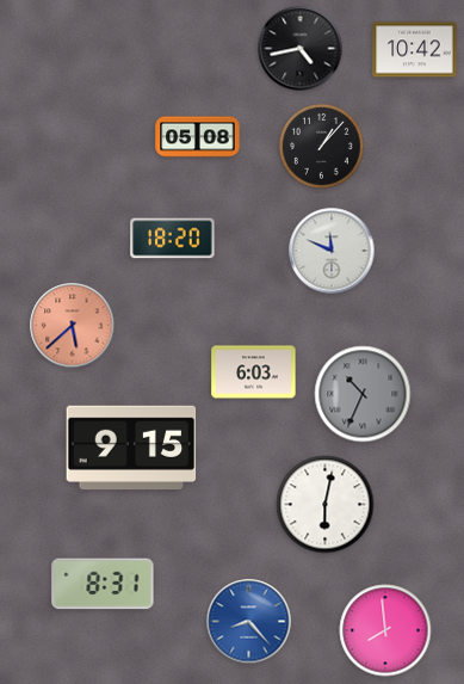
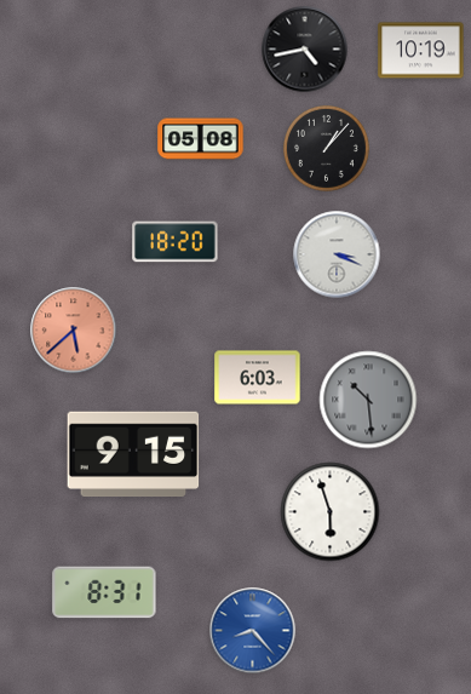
clock at (415, 50): 10:42 -> 10:19
clock at (332, 251): 11:49 -> 3:19
clock at (363, 394): 10:34 -> 10:29
clock at (326, 505): 6:02 -> 5:57
clock at (385, 630): 7:59 -> none
